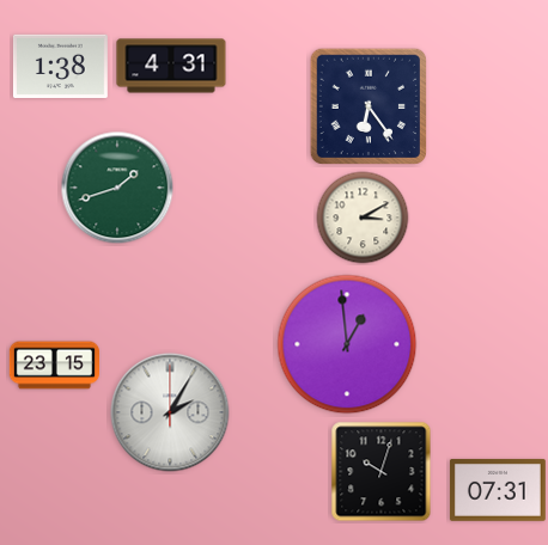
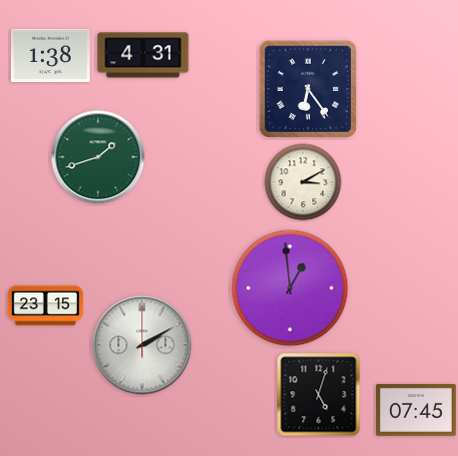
clock at (170, 412): 2:05 -> 2:10
clock at (382, 472): 10:03 -> 5:03
clock at (498, 490): 07:31 -> 07:45
